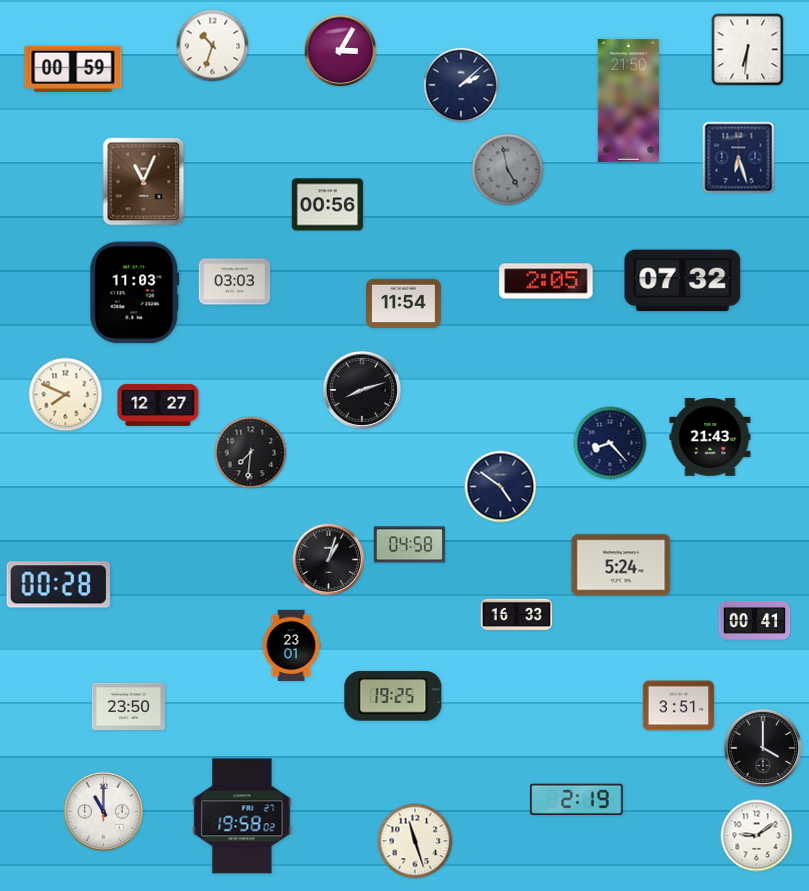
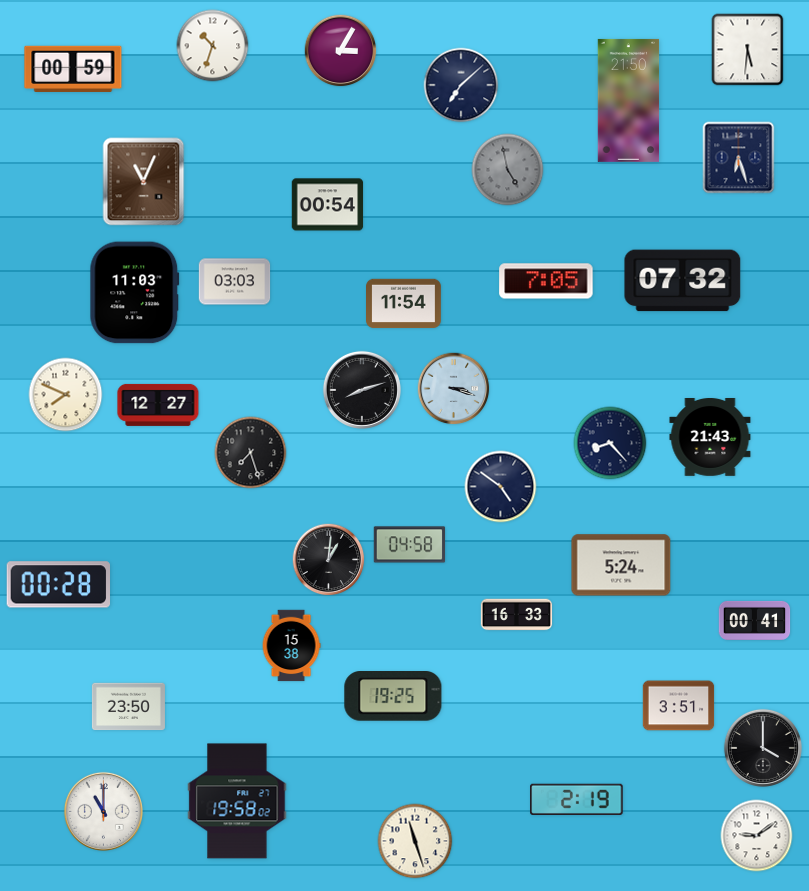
clock at (748, 50): 6:31 -> 5:31
clock at (461, 85): 2:08 -> 7:08
clock at (328, 205): 00:56 -> 00:54
clock at (546, 281): 2:05 -> 7:05
clock at (454, 389): none -> 3:18
clock at (251, 453): 7:31 -> 7:27
clock at (329, 560): 1:03 -> 1:01
clock at (291, 646): 23:01 -> 15:38
clock at (242, 816) position: (242, 816) -> (237, 801)
